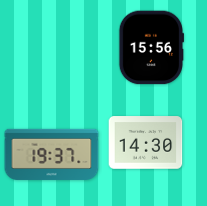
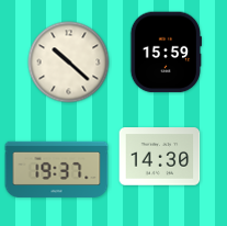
clock at (151, 48): 15:56 -> 15:59
clock at (69, 63): none -> 10:22
